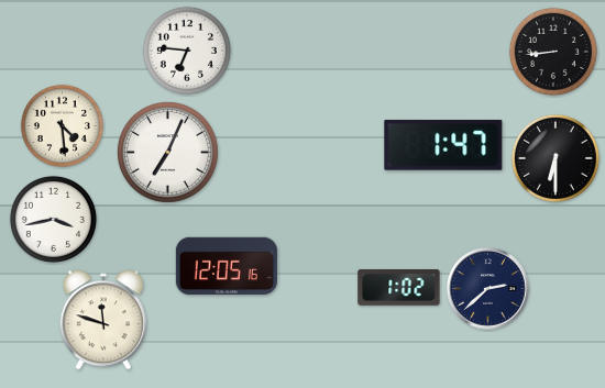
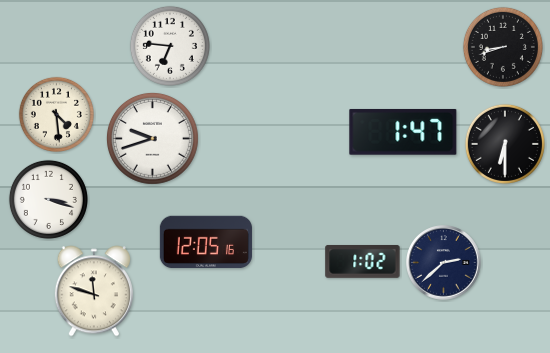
clock at (553, 52): 8:44 -> 8:42
clock at (167, 152): 7:04 -> 9:42
clock at (53, 219): 3:43 -> 3:18
